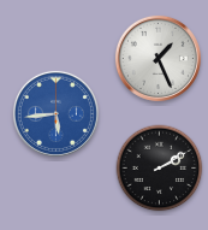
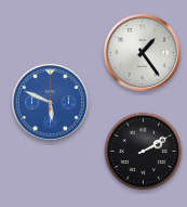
clock at (158, 58): 1:26 -> 1:24
clock at (55, 113): 5:44 -> 5:49
